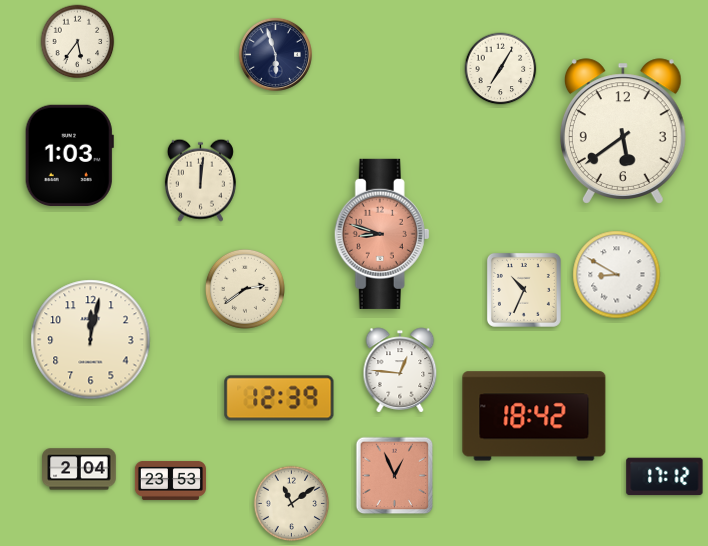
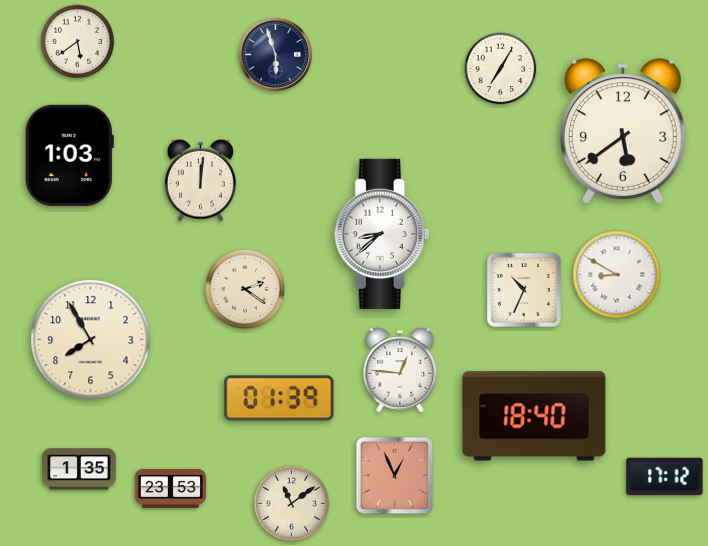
clock at (78, 42): 5:36 -> 5:39
clock at (382, 234): 8:48 -> 8:38
clock at (382, 234) dial: salmon -> white
clock at (245, 289): 2:39 -> 2:21
clock at (91, 340): 12:02 -> 7:55
clock at (279, 398): 12:39 -> 01:39
clock at (534, 416): 18:42 -> 18:40
clock at (79, 469): 2:04 -> 1:35
clock at (170, 480) position: (170, 480) -> (170, 488)
